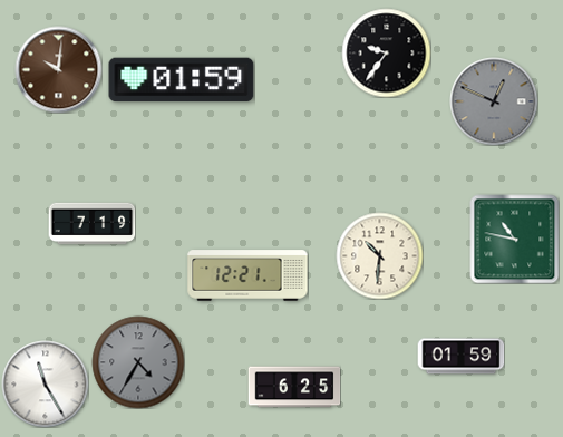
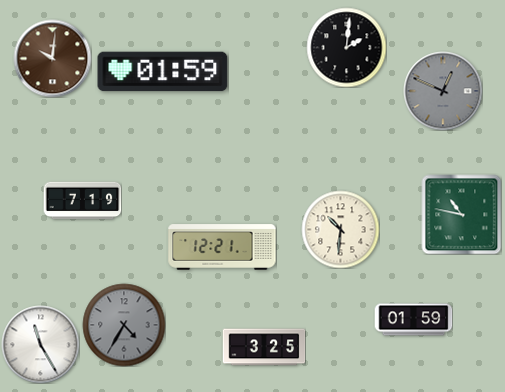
clock at (386, 52): 9:36 -> 2:01
clock at (58, 69) position: (58, 69) -> (52, 58)
clock at (294, 387): 6:25 -> 3:25
